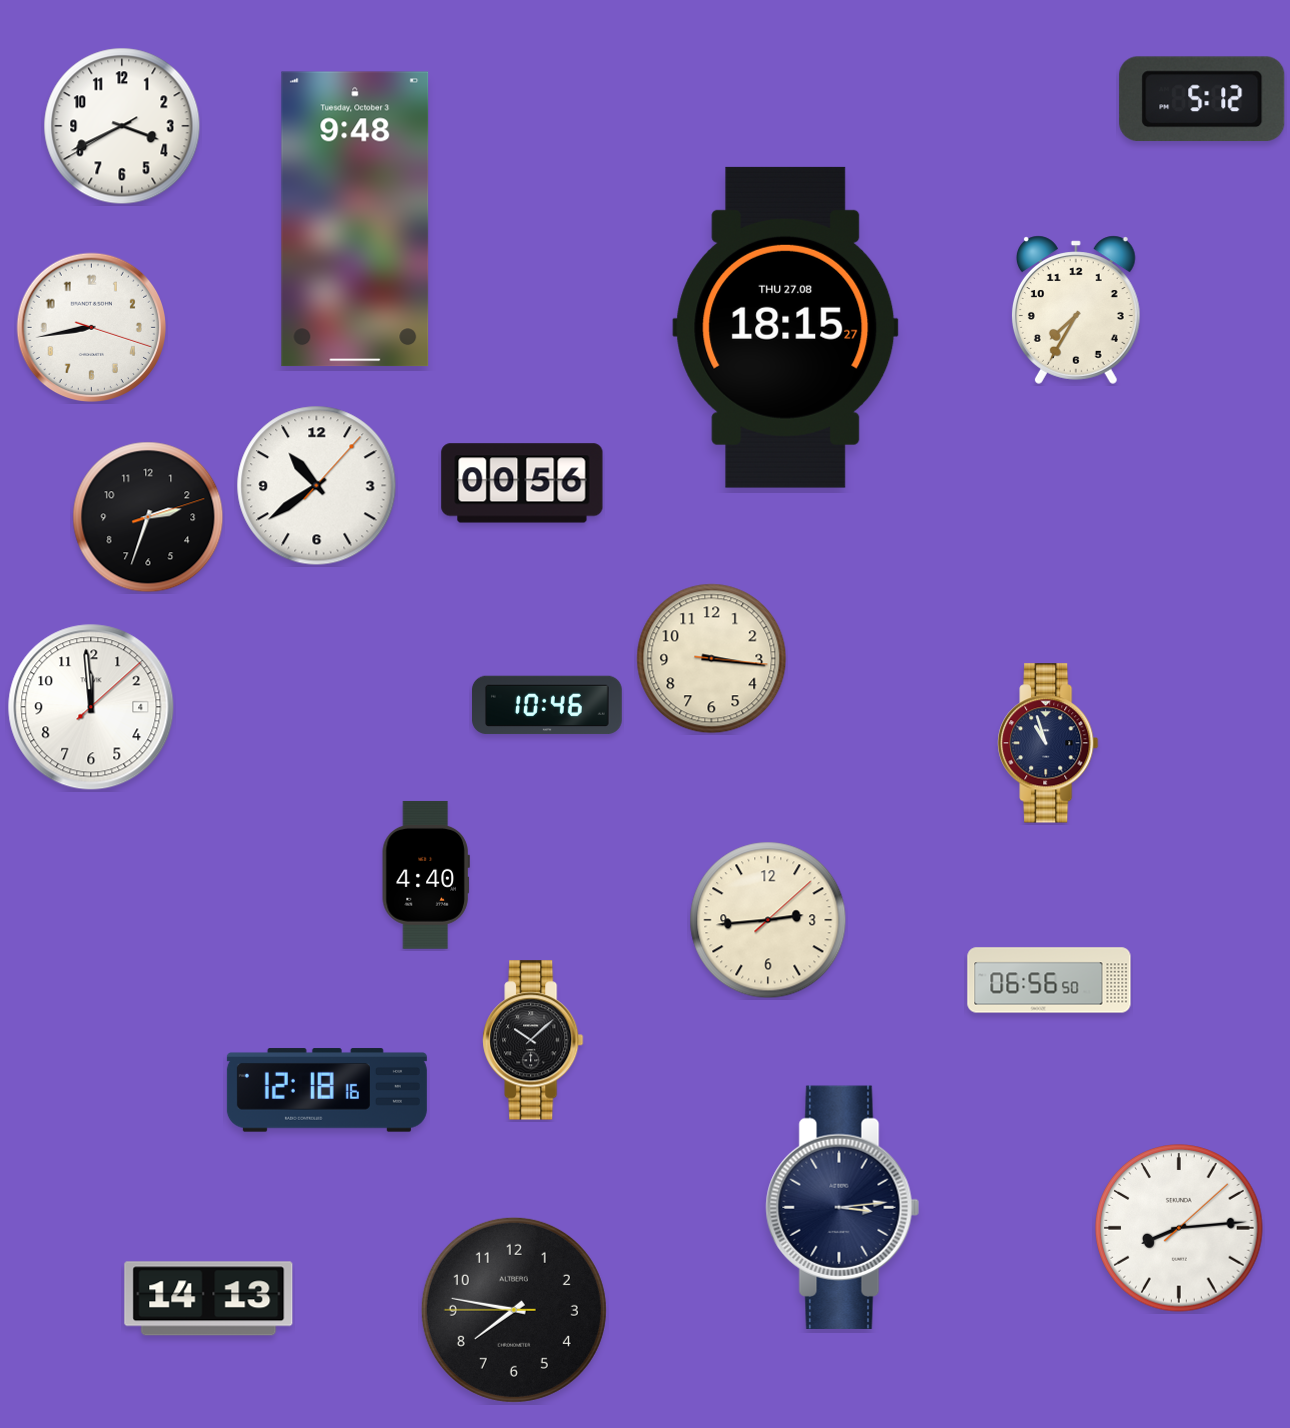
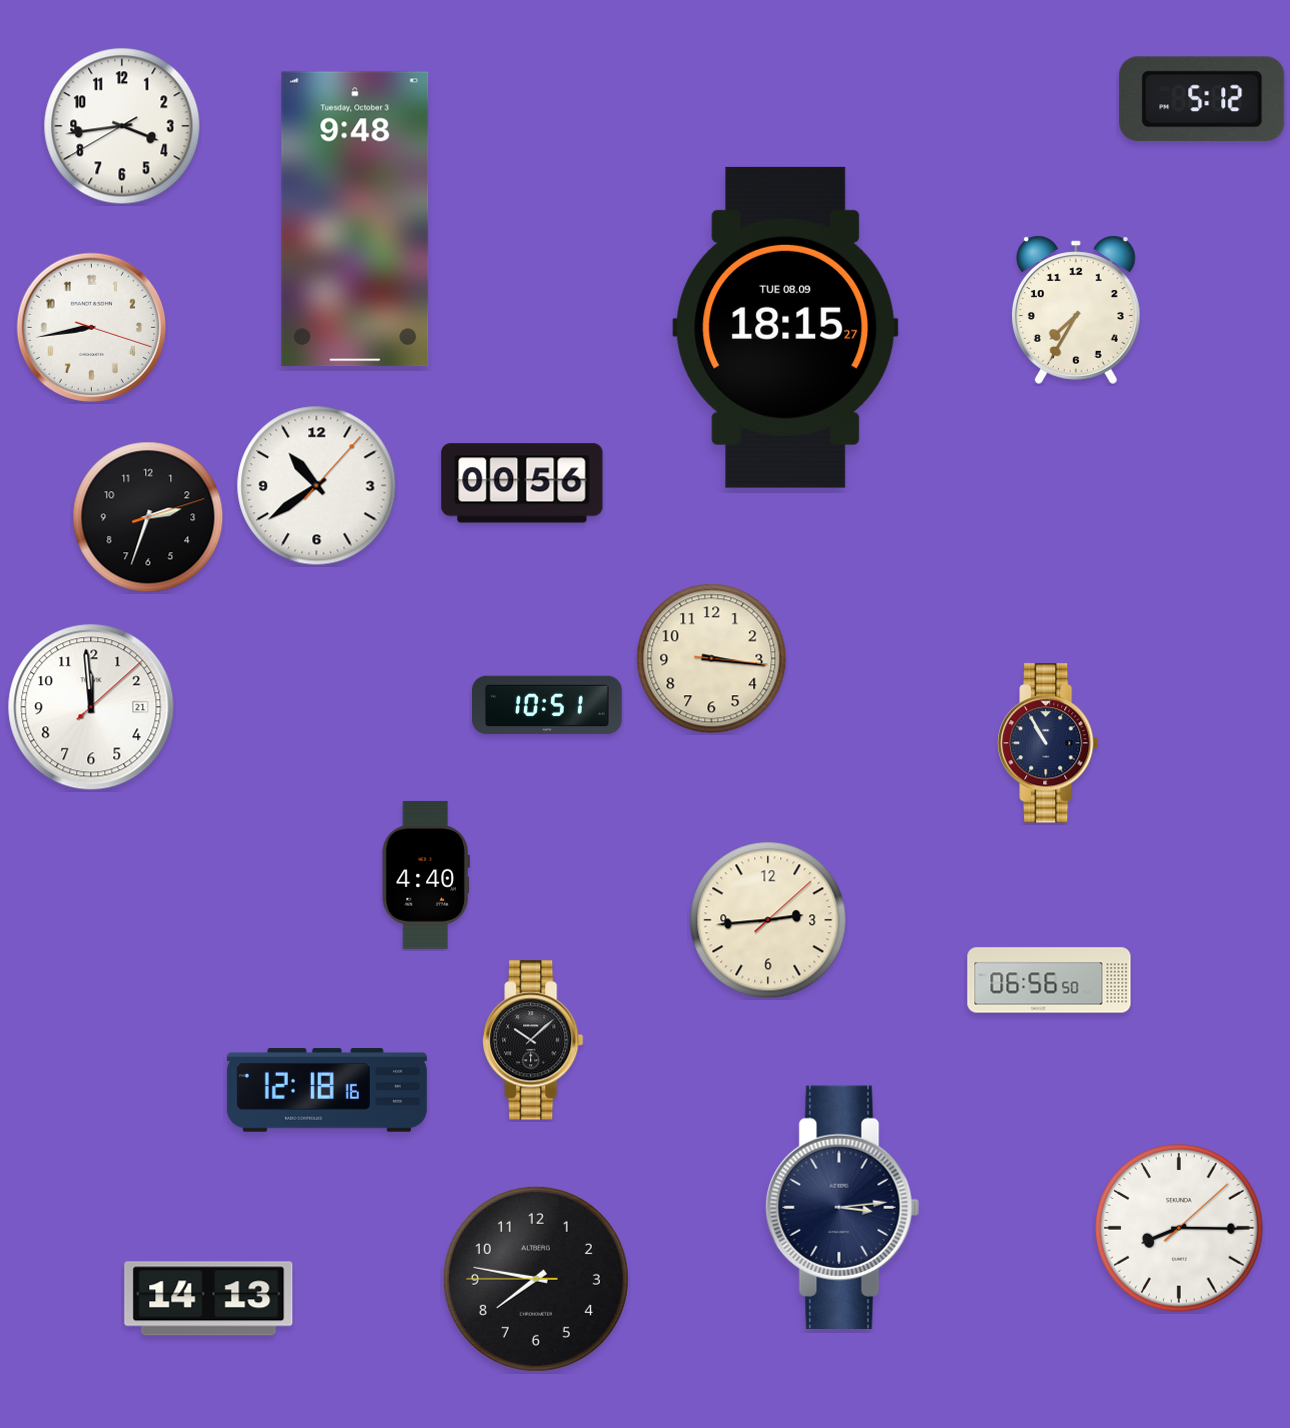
clock at (122, 126): 3:40 -> 3:43
clock at (786, 327) date: THU 27.08 -> TUE 08.09
clock at (548, 705): 10:46 -> 10:51
clock at (91, 707) date: 4 -> 21
clock at (1048, 743): 10:57 -> 10:55
clock at (1179, 1228): 8:14 -> 8:15
clock at (514, 1310) position: (514, 1310) -> (536, 1279)
